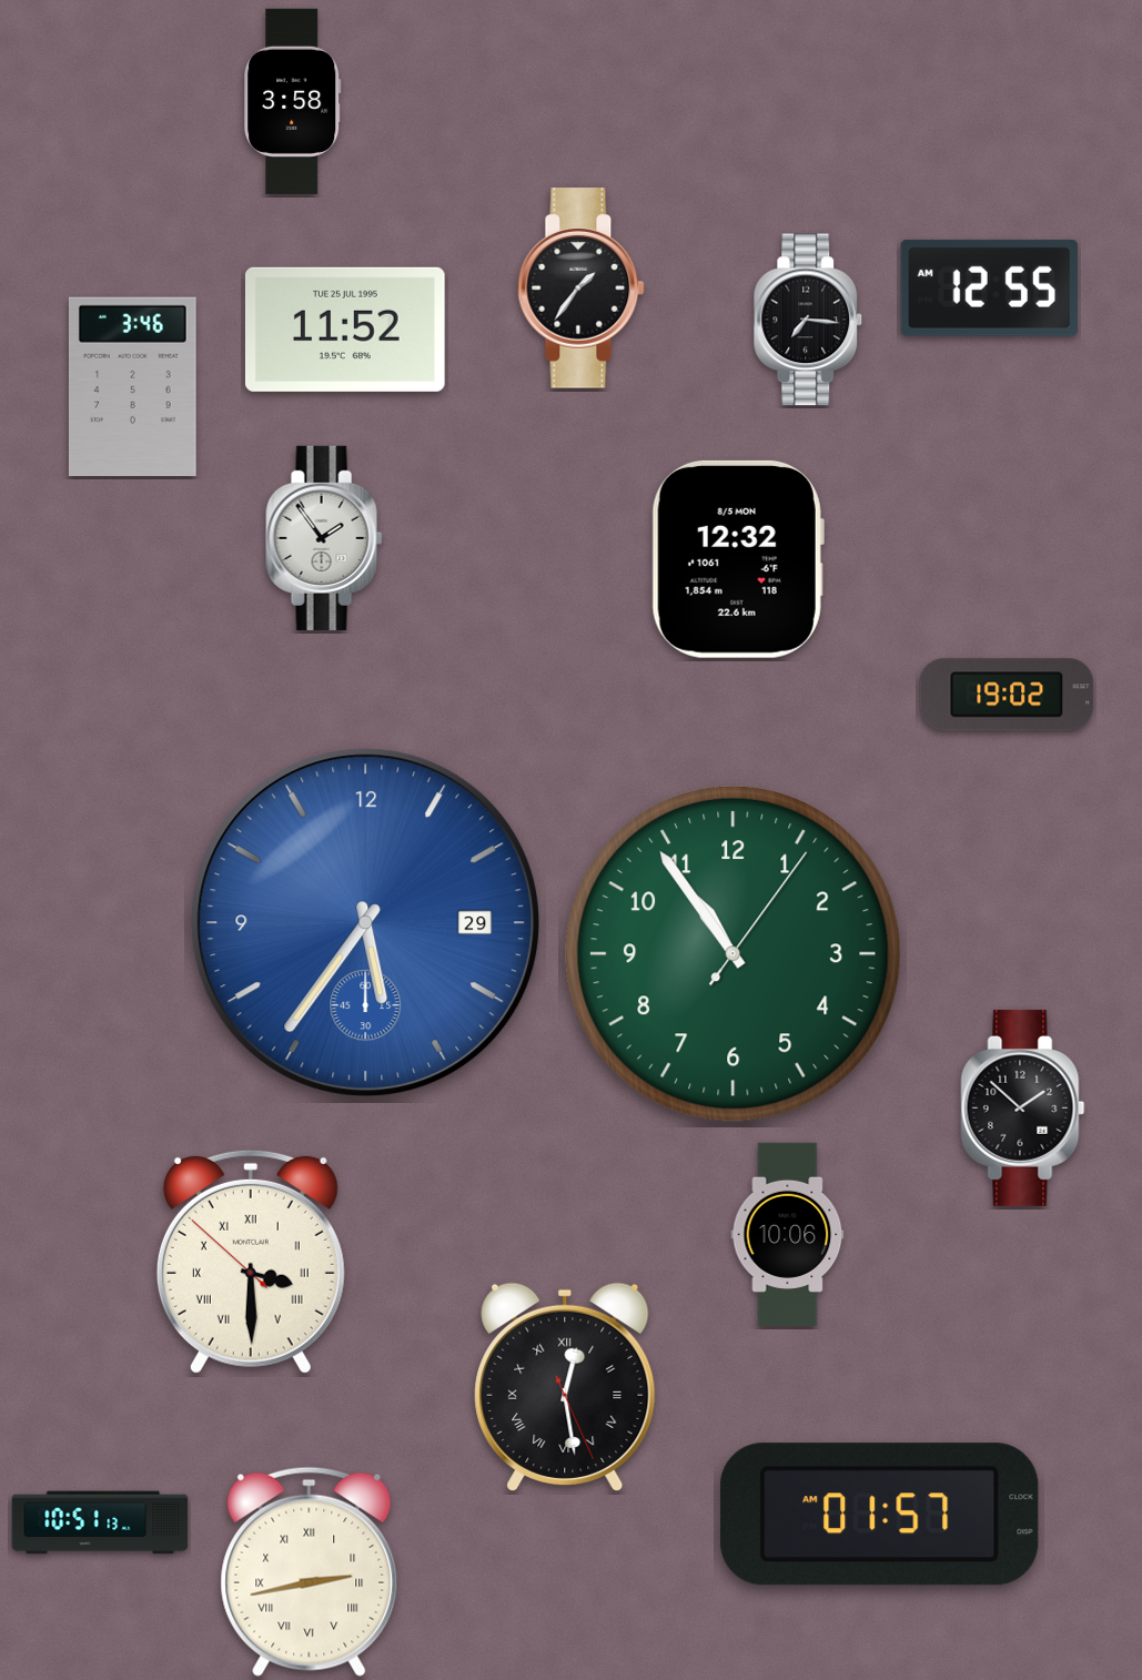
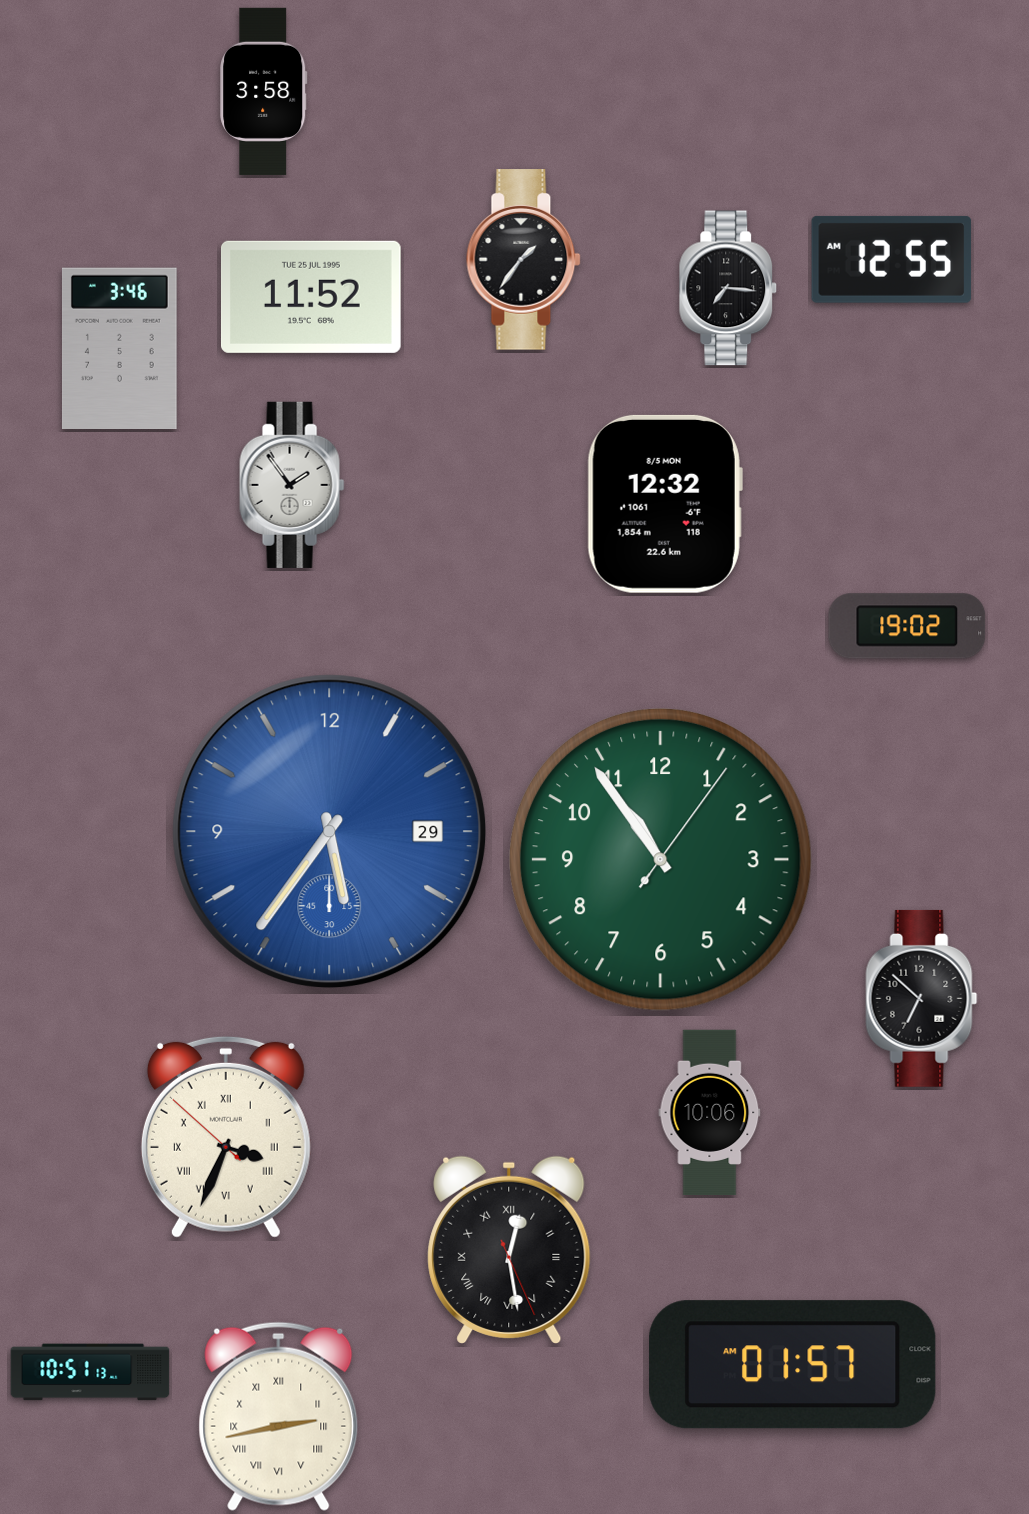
clock at (1023, 1107): 1:52 -> 6:52
clock at (251, 1262): 3:29 -> 3:33
